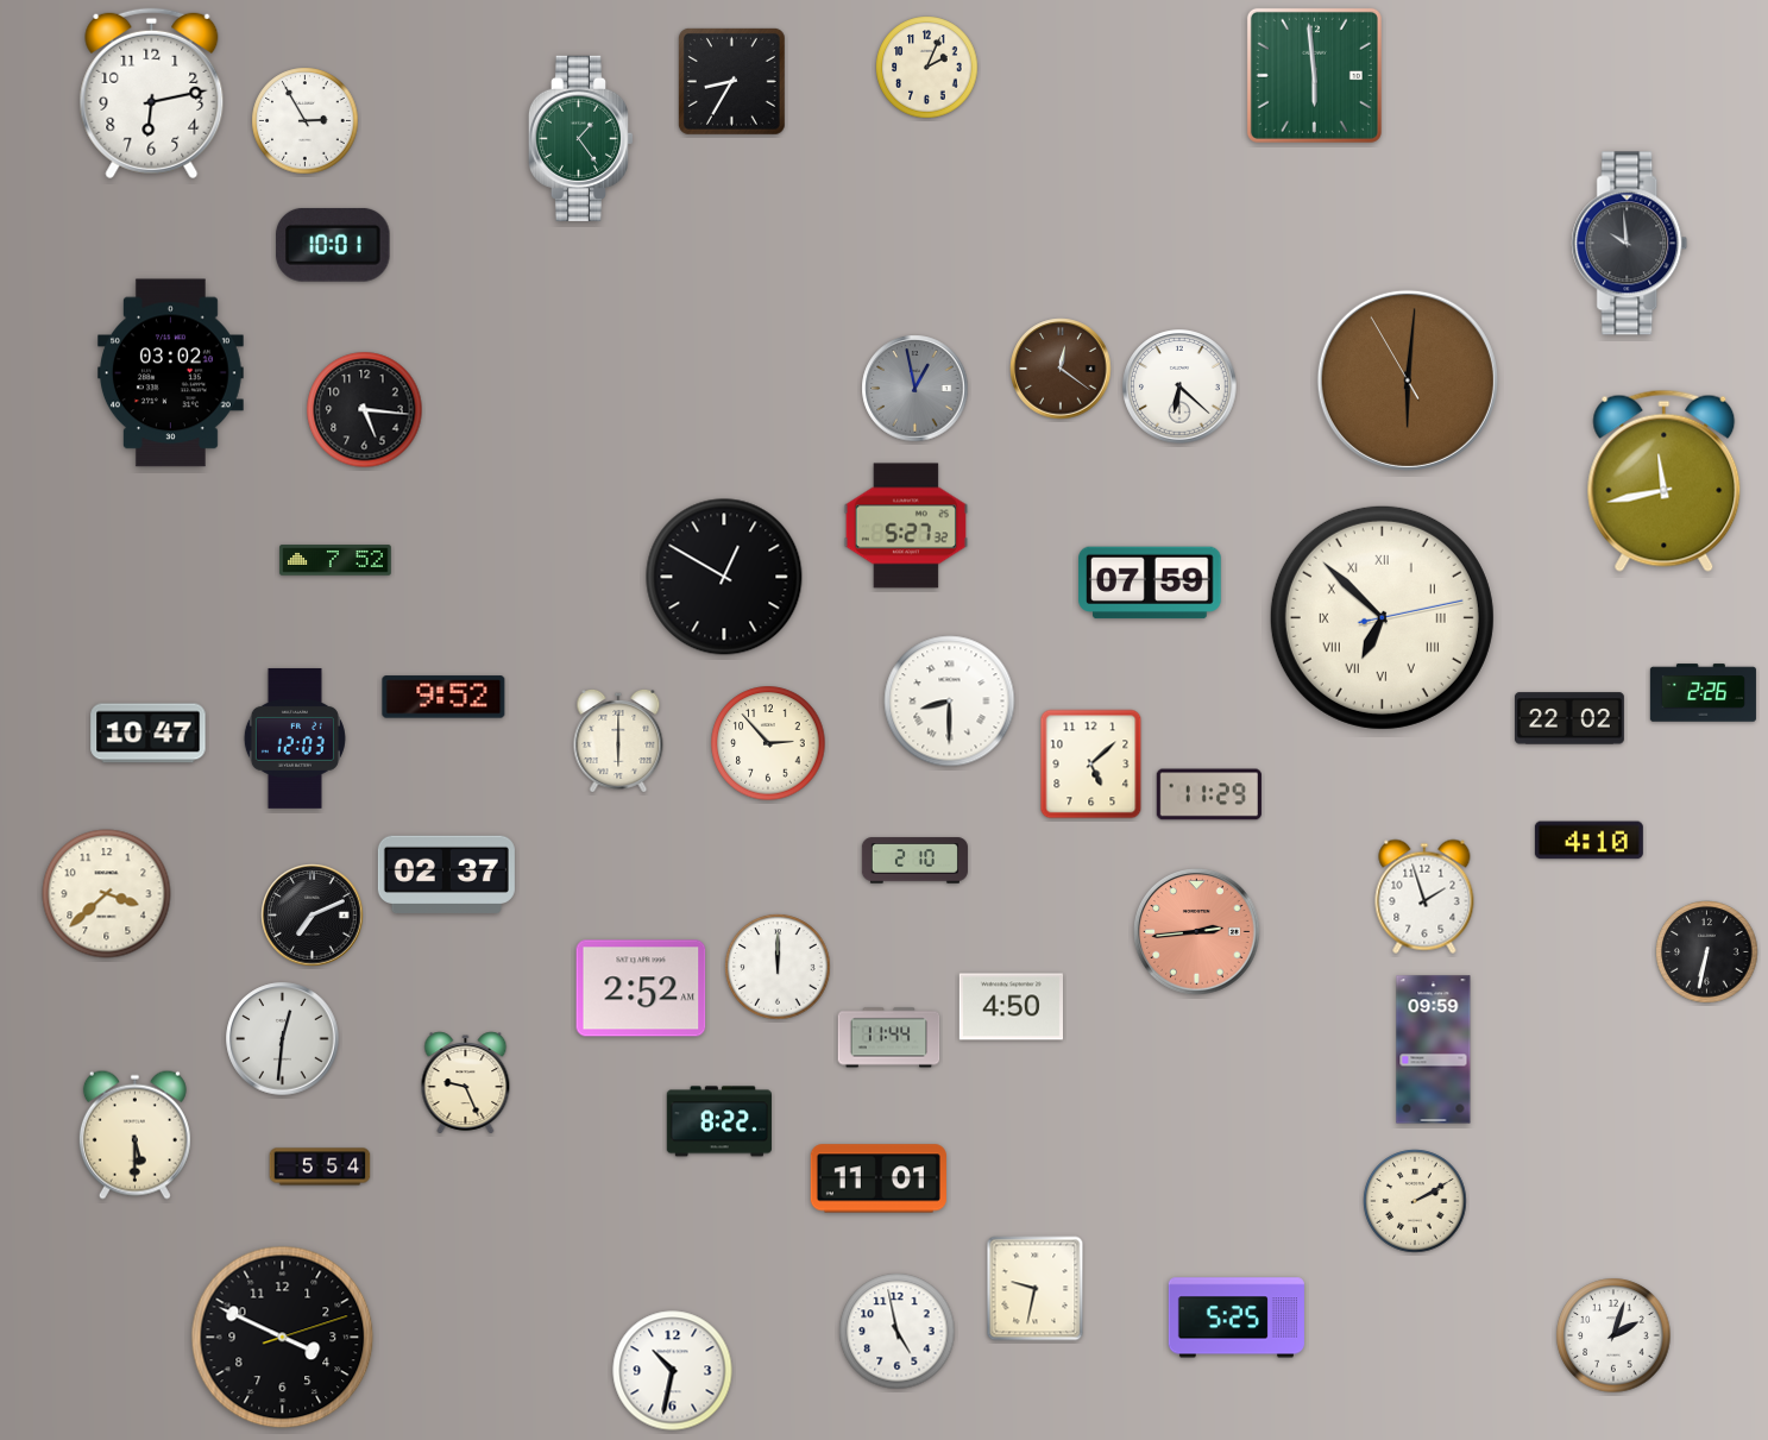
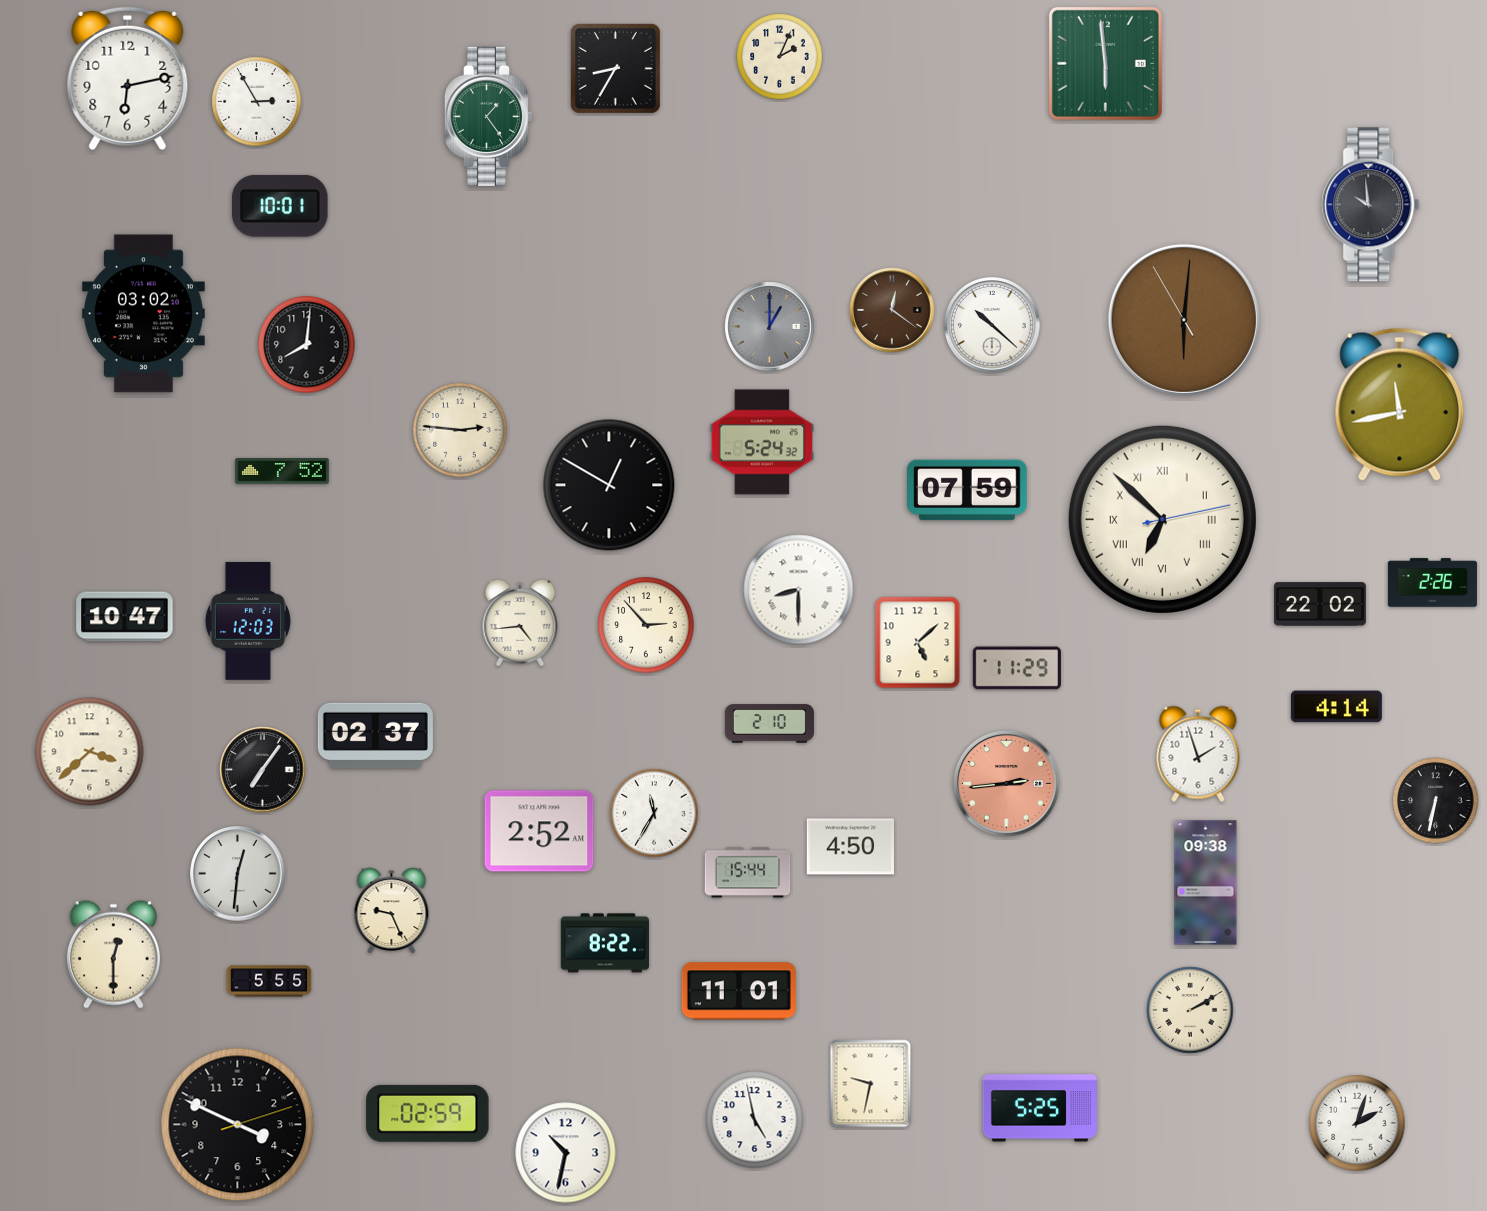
clock at (1179, 386): 6:22 -> 10:22
clock at (916, 389): 12:58 -> 1:00
clock at (365, 410): 5:16 -> 8:01
clock at (460, 430): none -> 2:46
clock at (906, 526): 5:27 -> 5:24
clock at (443, 697): 9:52 -> none
clock at (618, 741): 6:00 -> 4:44
clock at (1588, 841): 4:10 -> 4:14
clock at (313, 916): 7:11 -> 7:06
clock at (778, 967): 12:00 -> 11:35
clock at (889, 1038): 11:44 -> 15:44
clock at (1434, 1050): 09:59 -> 09:38
clock at (134, 1134): 5:30 -> 12:30
clock at (320, 1167): 5:54 -> 5:55
clock at (428, 1113): none -> 02:59
